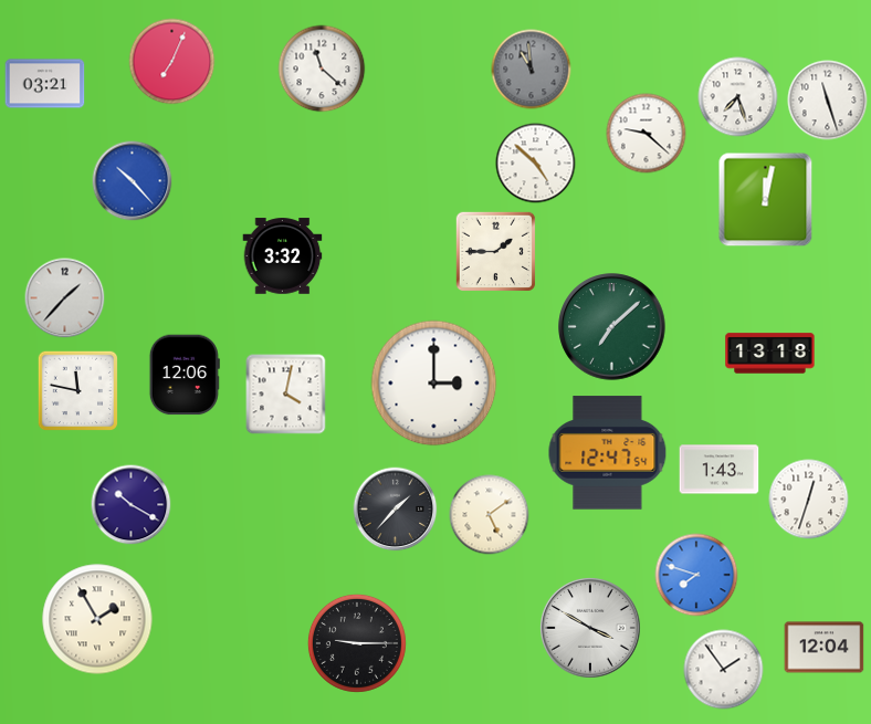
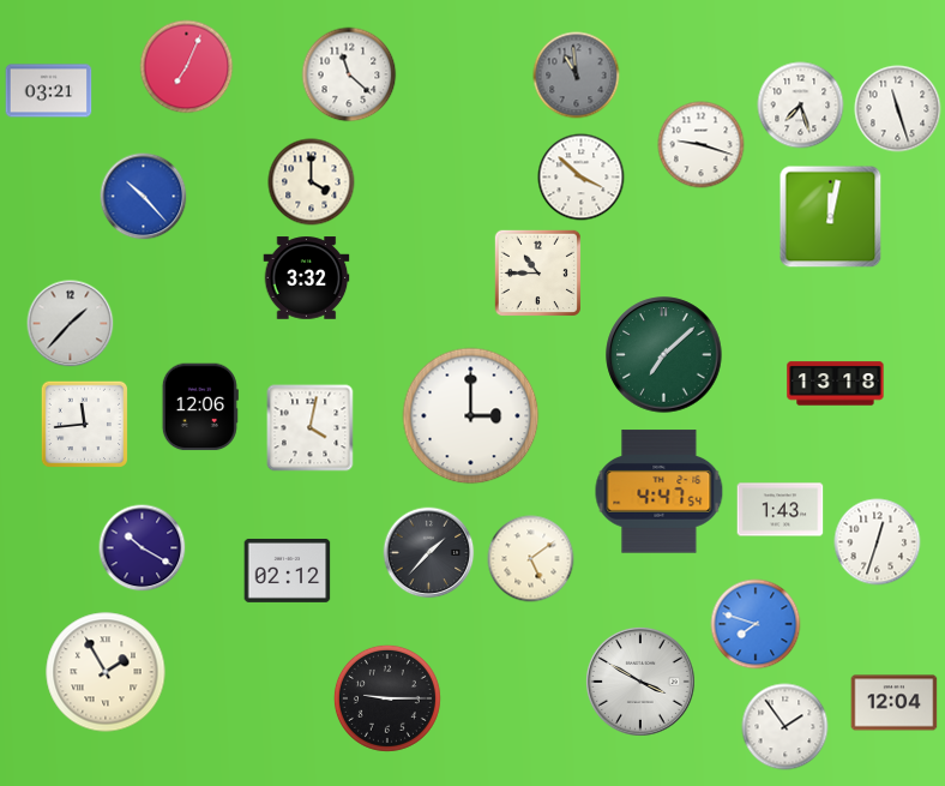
clock at (647, 134): 9:22 -> 9:18
clock at (536, 164): 4:52 -> 3:52
clock at (312, 182): none -> 4:00
clock at (496, 252): 1:45 -> 10:45
clock at (78, 391): 11:47 -> 11:44
clock at (608, 453): 12:47 -> 4:47
clock at (288, 570): none -> 02:12
